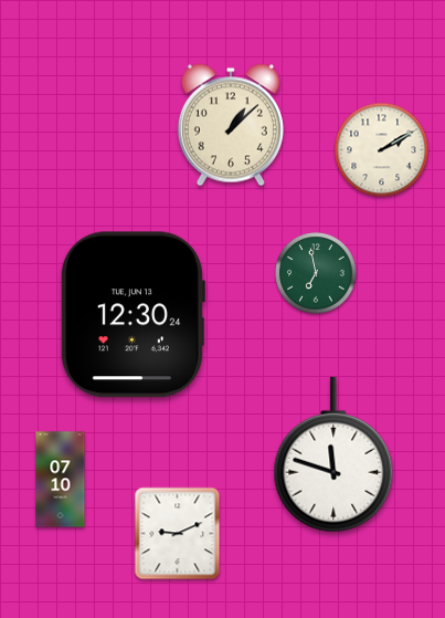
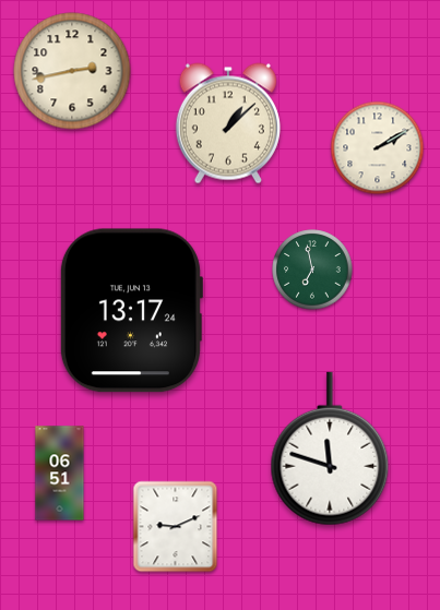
clock at (72, 71): none -> 2:43
clock at (133, 315): 12:30 -> 13:17
clock at (61, 480): 07:10 -> 06:51
